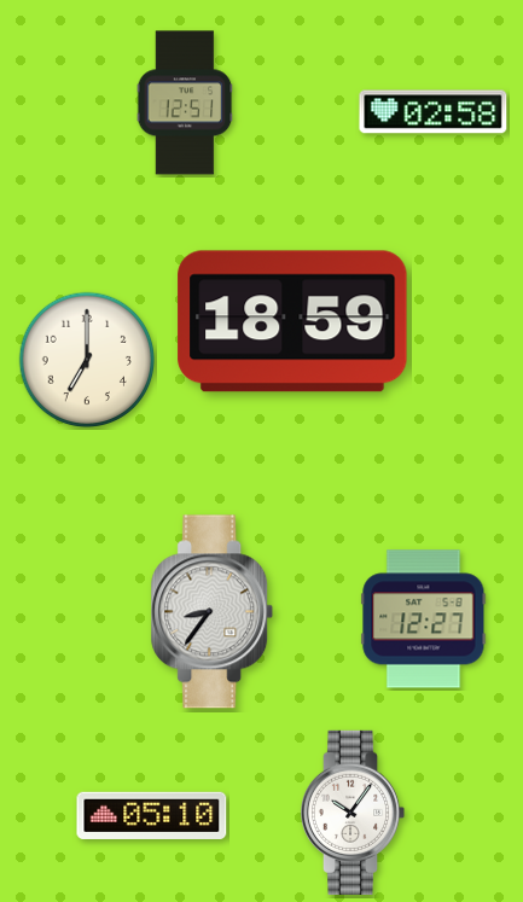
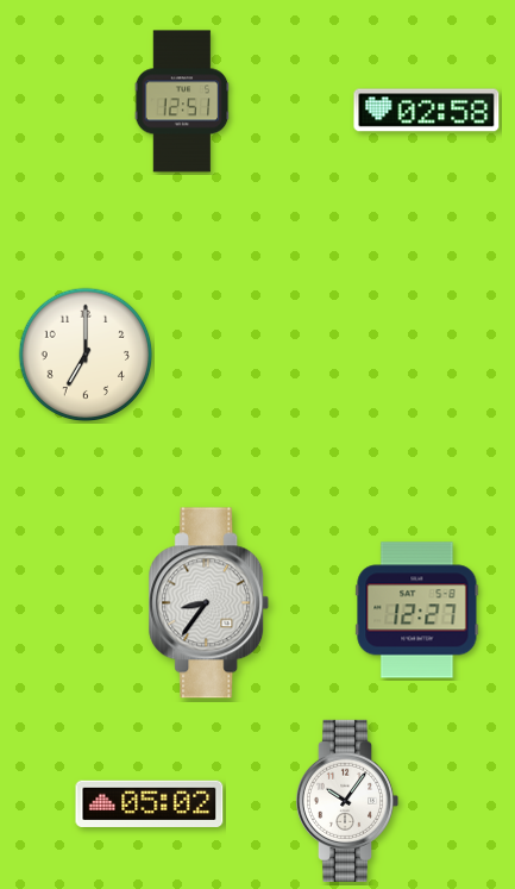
clock at (292, 321): 18:59 -> none
clock at (152, 815): 05:10 -> 05:02
